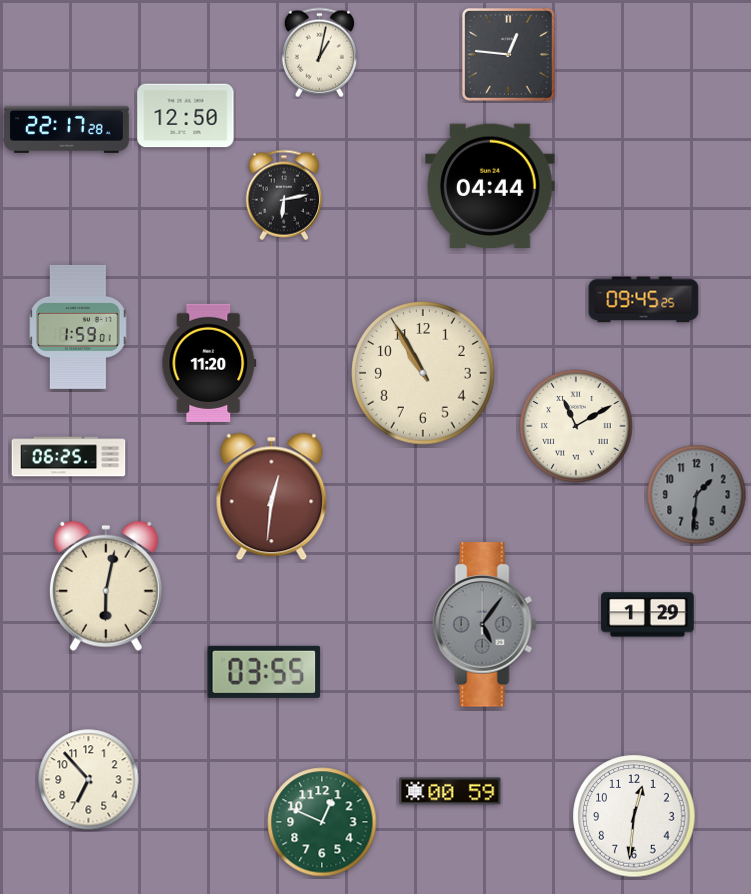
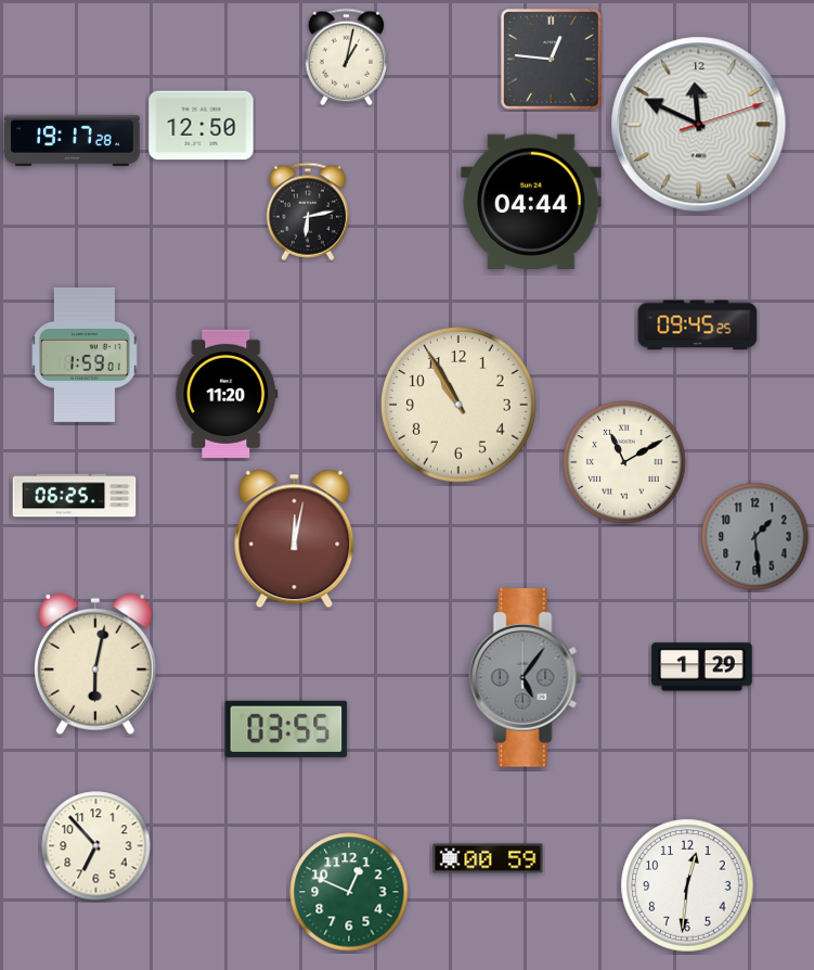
clock at (699, 125): none -> 11:49
clock at (67, 129): 22:17 -> 19:17
clock at (697, 495): 1:31 -> 1:29
clock at (272, 497): 12:31 -> 12:02
clock at (106, 586) position: (106, 586) -> (95, 664)
